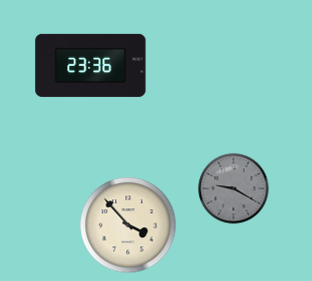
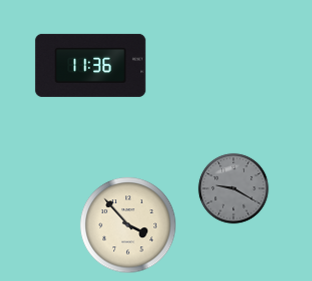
clock at (91, 65): 23:36 -> 11:36
